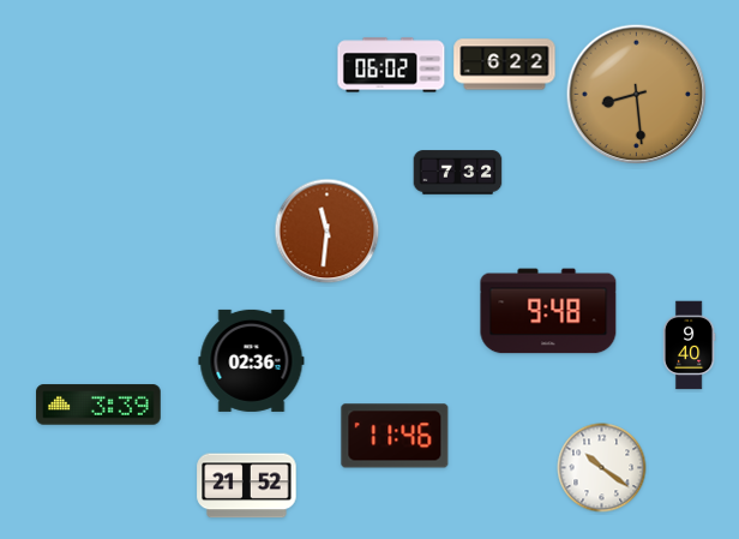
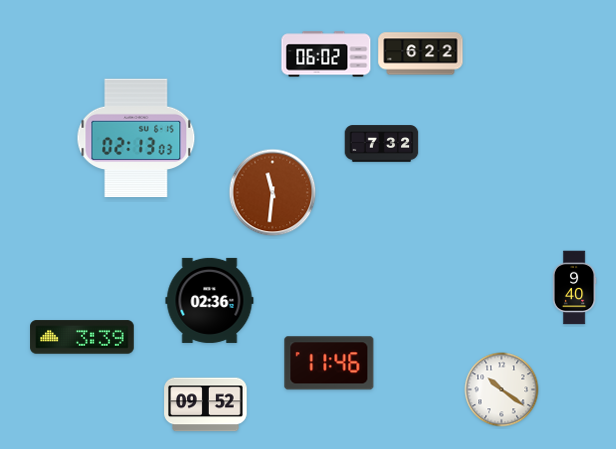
clock at (637, 95): 8:29 -> none
clock at (136, 138): none -> 02:13
clock at (548, 311): 9:48 -> none
clock at (247, 486): 21:52 -> 09:52
